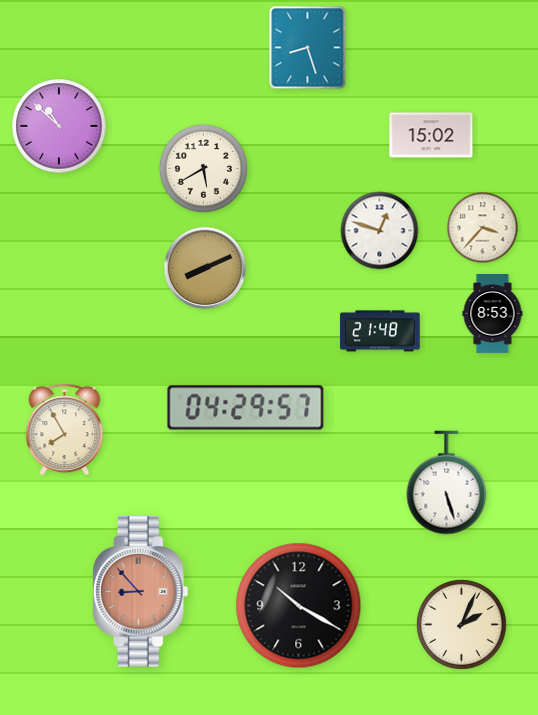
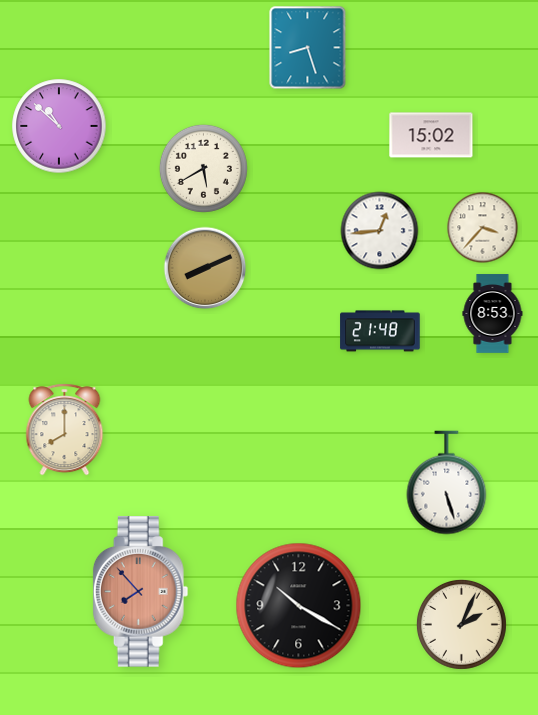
clock at (380, 231): 12:48 -> 12:44
clock at (246, 408): 04:29 -> none
clock at (65, 430): 7:55 -> 8:00
clock at (141, 592): 8:53 -> 7:53
